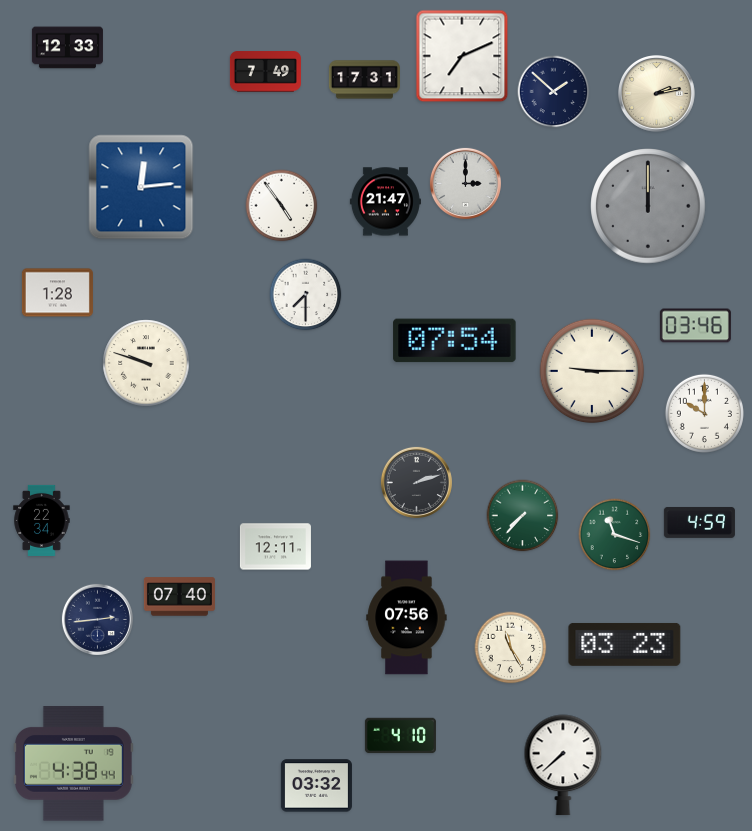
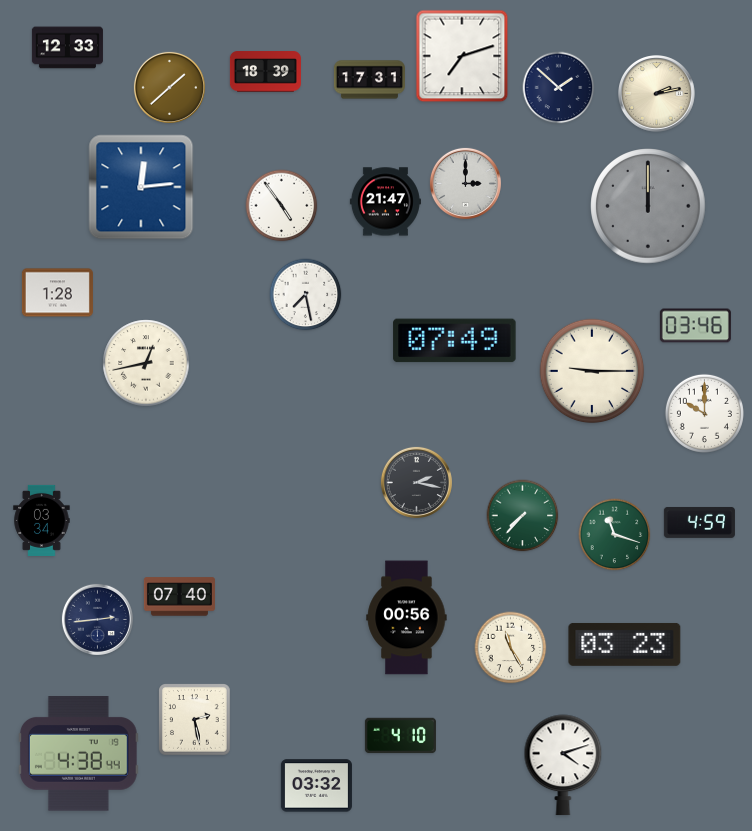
clock at (462, 56): 7:11 -> 7:12
clock at (265, 72): 7:49 -> 18:39
clock at (364, 80) position: (364, 80) -> (369, 80)
clock at (169, 87): none -> 1:38
clock at (554, 92) position: (554, 92) -> (559, 88)
clock at (306, 295): 7:30 -> 7:28
clock at (455, 341): 07:54 -> 07:49
clock at (146, 363): 9:48 -> 12:43
clock at (416, 482): 2:12 -> 2:17
clock at (42, 520): 22:34 -> 03:34
clock at (275, 547): 12:11 -> none
clock at (407, 618): 07:56 -> 00:56
clock at (195, 720): none -> 2:28
clock at (73, 764) position: (73, 764) -> (78, 754)
clock at (563, 765): 7:38 -> 4:12
